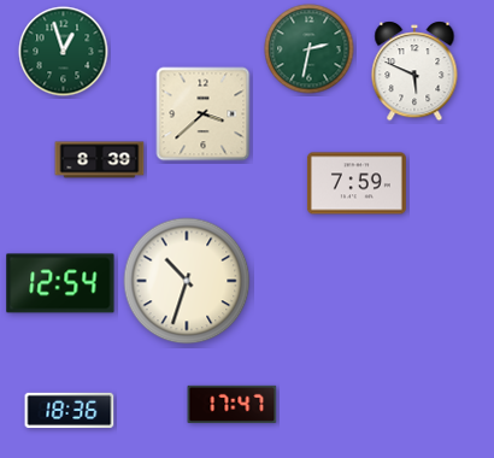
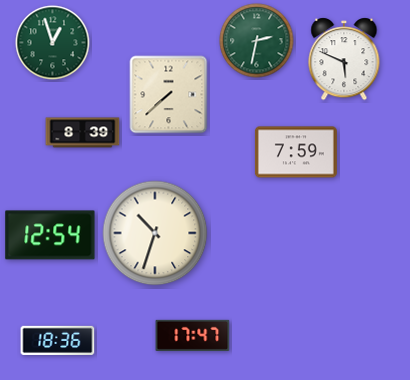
clock at (204, 114): 3:38 -> 7:38
